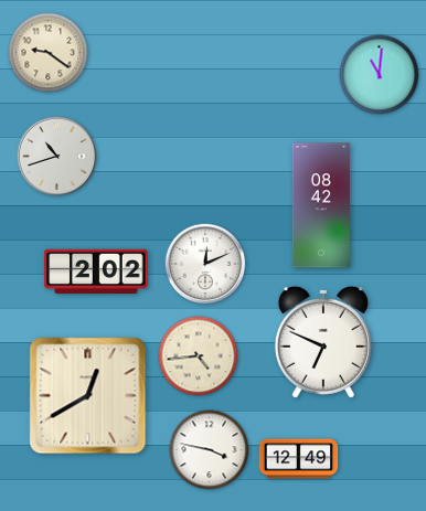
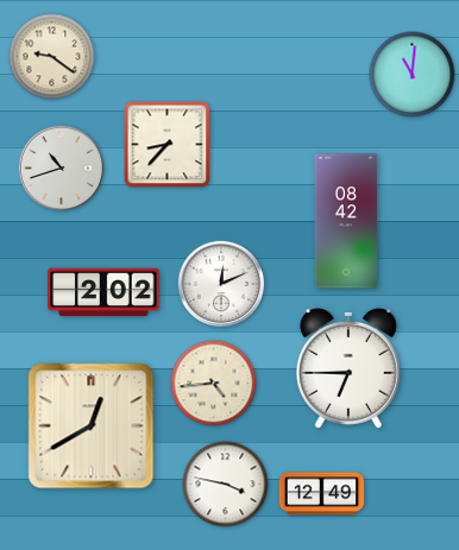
clock at (380, 75) position: (380, 75) -> (413, 75)
clock at (168, 145): none -> 8:37
clock at (323, 342): 6:49 -> 6:45
clock at (88, 396) position: (88, 396) -> (92, 426)
